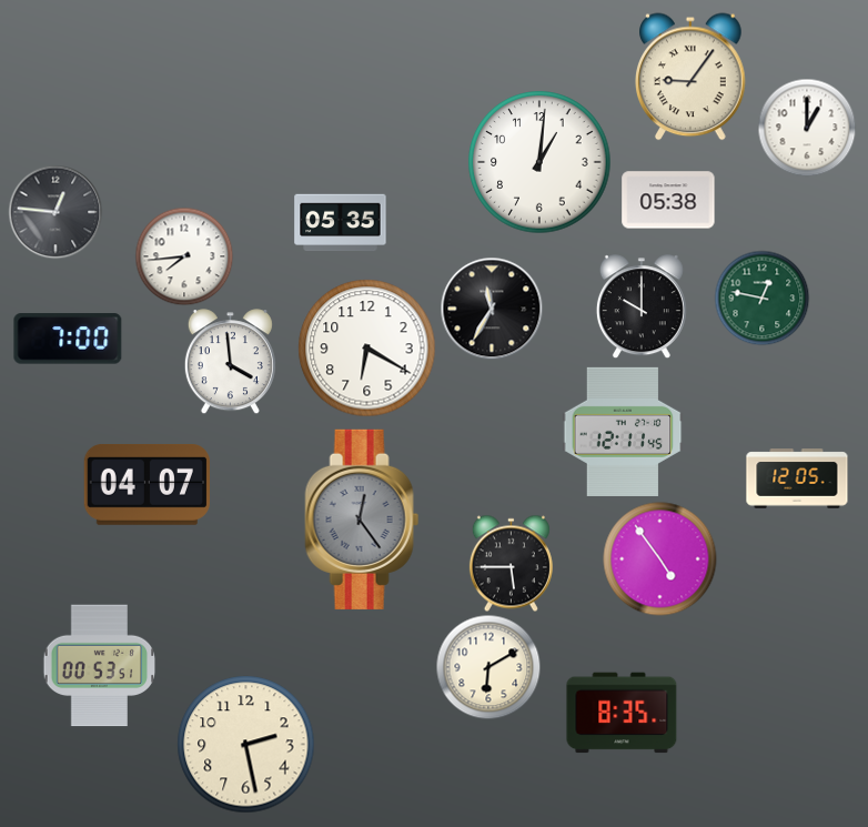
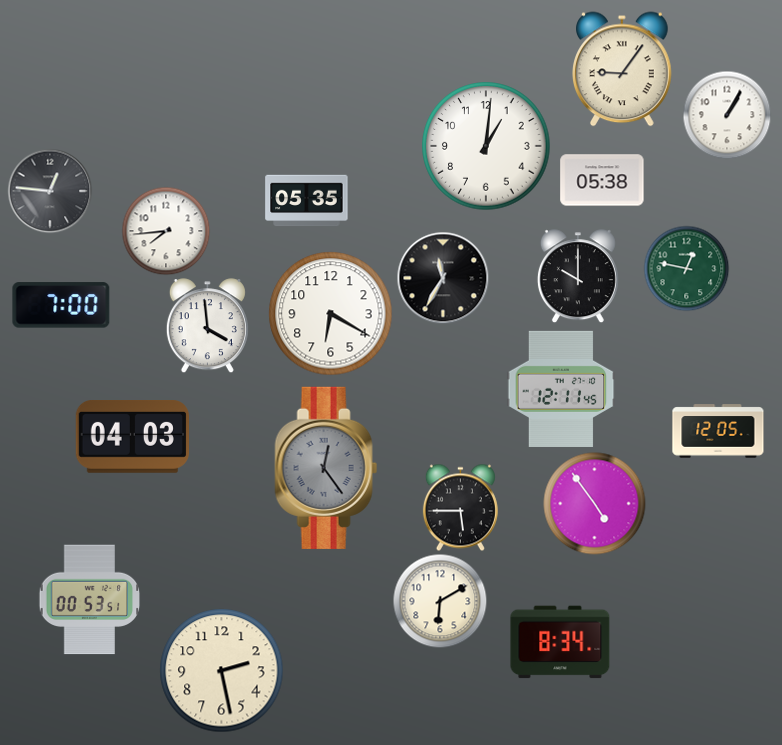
clock at (807, 128): 1:00 -> 1:05
clock at (147, 485): 04:07 -> 04:03
clock at (622, 713): 8:35 -> 8:34
